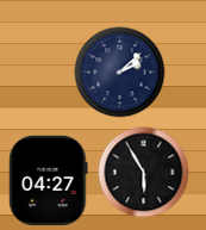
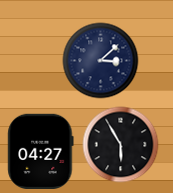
clock at (120, 73): 2:08 -> 3:08
